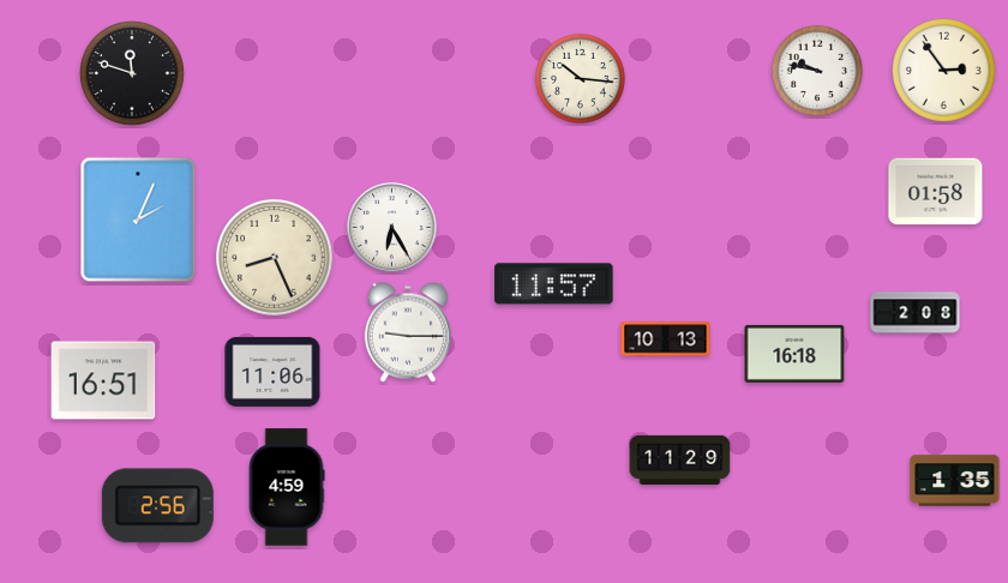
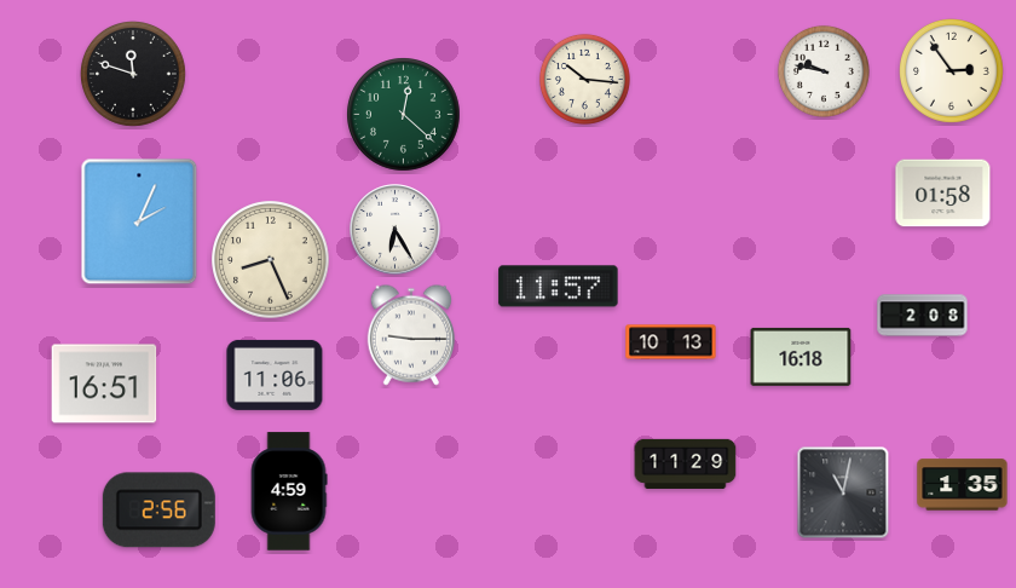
clock at (404, 115): none -> 12:22
clock at (275, 258) position: (275, 258) -> (271, 260)
clock at (843, 492): none -> 11:02
